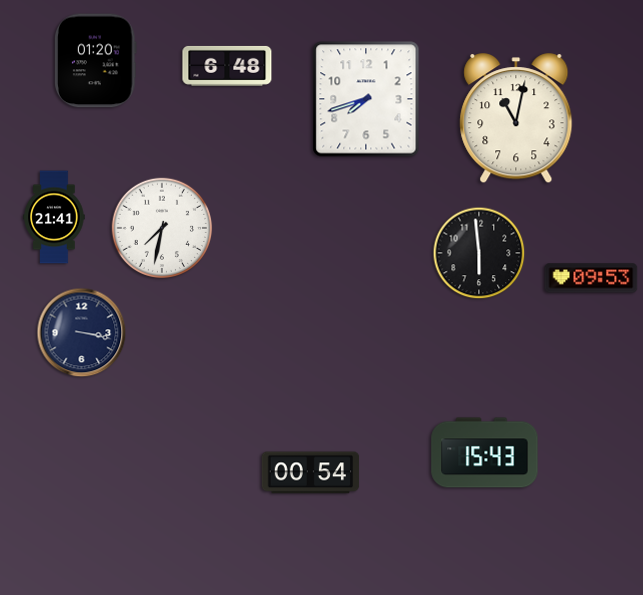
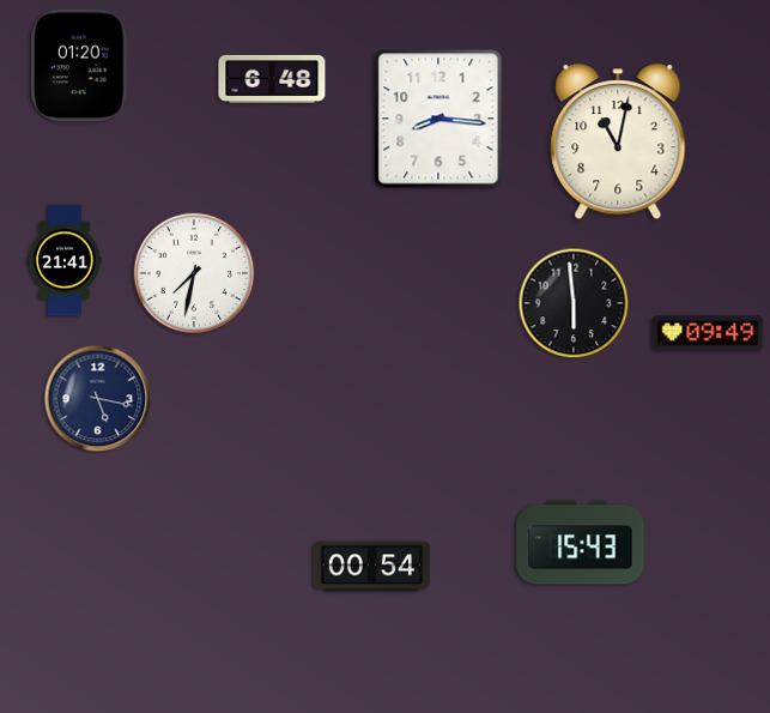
clock at (96, 61) position: (96, 61) -> (80, 66)
clock at (366, 99): 7:42 -> 8:16
clock at (591, 278): 09:53 -> 09:49
clock at (82, 333): 3:17 -> 5:17
